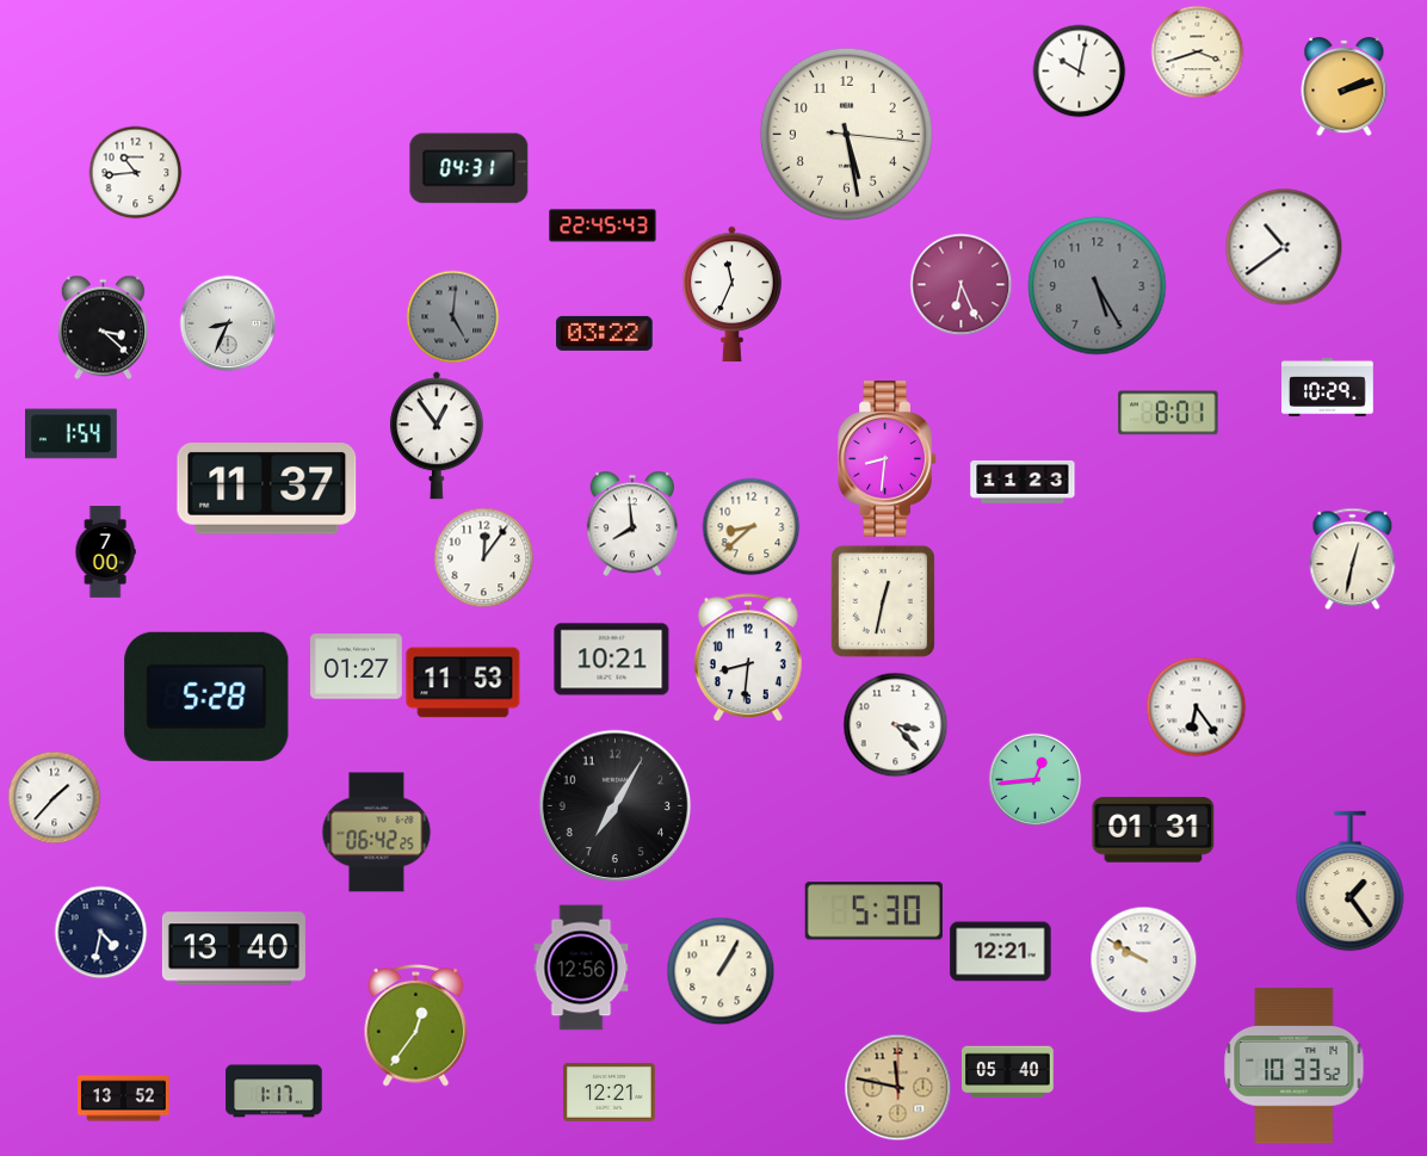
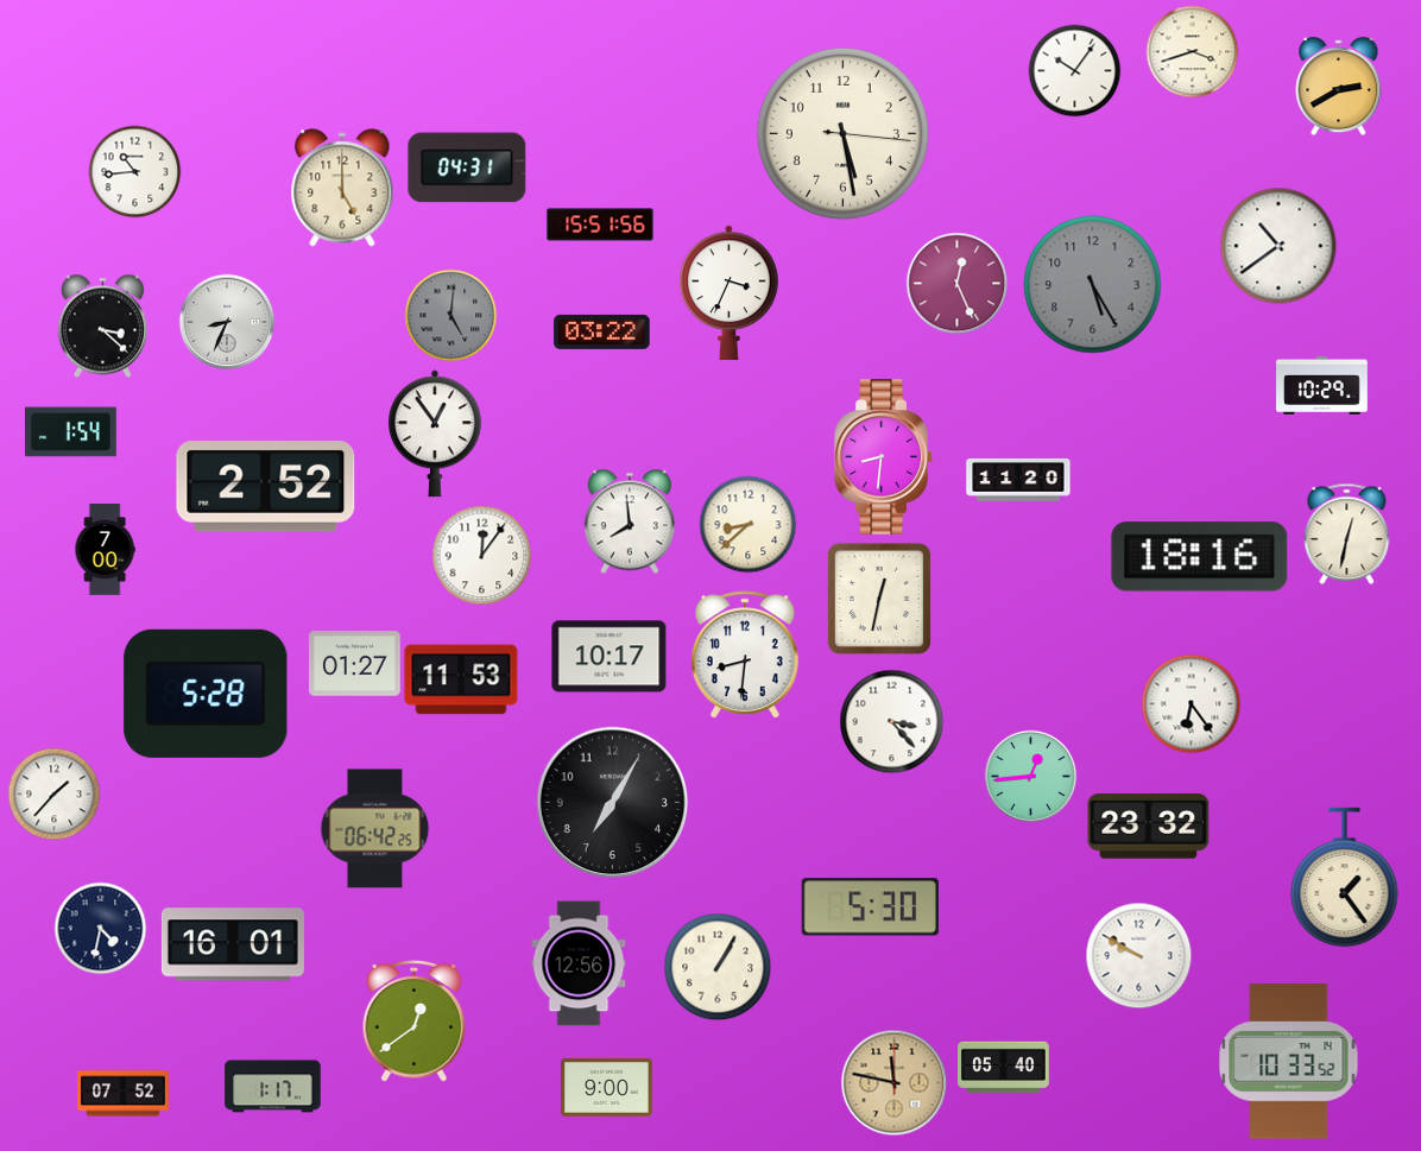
clock at (1079, 70): 10:02 -> 10:06
clock at (1345, 87): 2:12 -> 2:40
clock at (342, 188): none -> 5:00
clock at (603, 225): 22:45 -> 15:51
clock at (960, 284): 6:26 -> 12:26
clock at (733, 295): 11:34 -> 3:34
clock at (1168, 413): 8:01 -> none
clock at (1023, 482): 11:23 -> 11:20
clock at (267, 489): 11:37 -> 2:52
clock at (1353, 558) position: (1353, 558) -> (1347, 533)
clock at (1200, 557): none -> 18:16
clock at (612, 660): 10:21 -> 10:17
clock at (1154, 830): 01:31 -> 23:32
clock at (234, 948): 13:40 -> 16:01
clock at (1001, 952): 12:21 -> none
clock at (416, 1026): 12:36 -> 12:39
clock at (610, 1092): 12:21 -> 9:00
clock at (124, 1099): 13:52 -> 07:52
